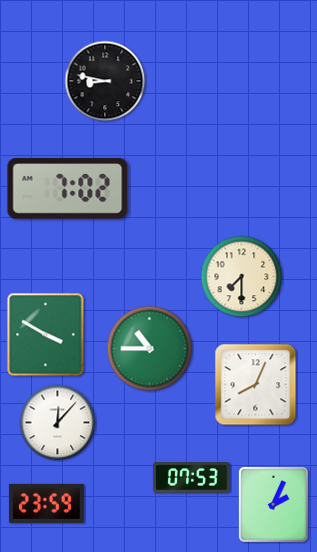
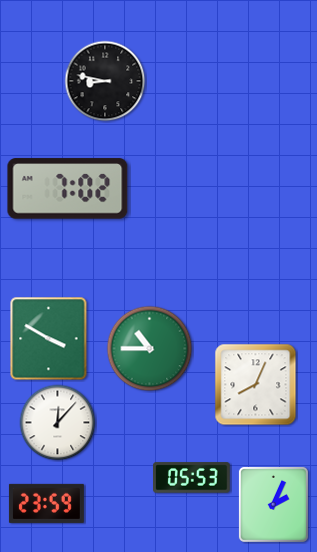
clock at (242, 277): 7:30 -> none
clock at (46, 335) position: (46, 335) -> (49, 339)
clock at (192, 478): 07:53 -> 05:53
